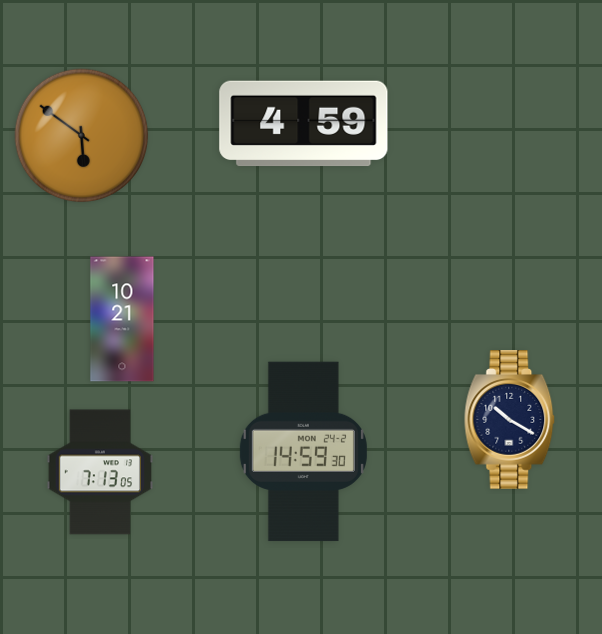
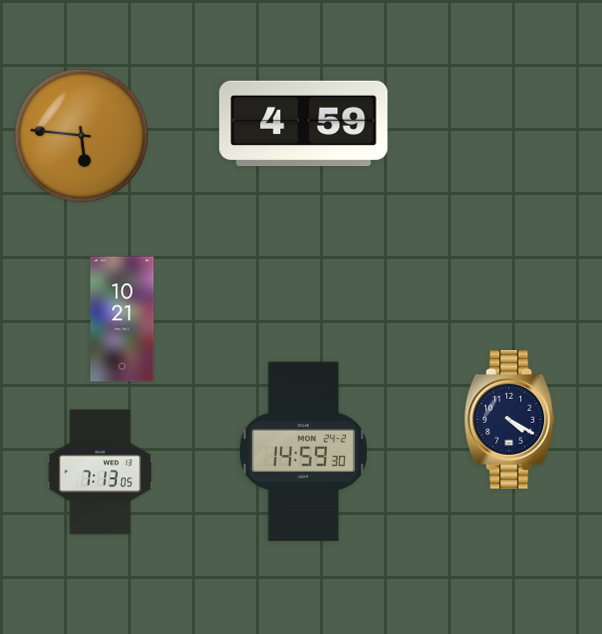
clock at (82, 136): 5:51 -> 5:46
clock at (510, 420): 10:20 -> 4:20
